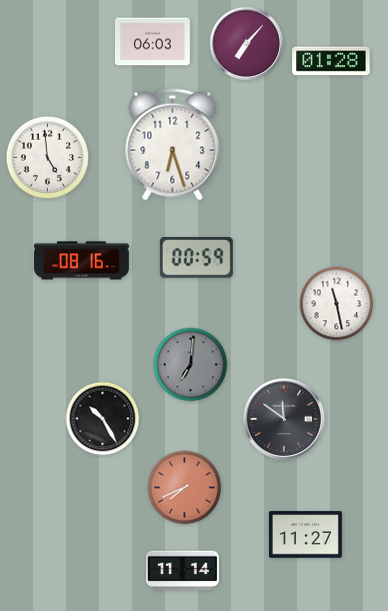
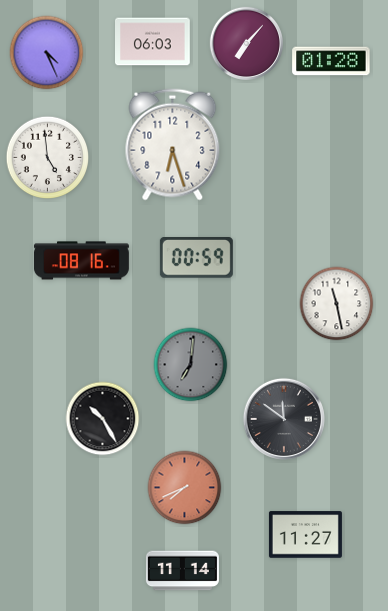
clock at (47, 53): none -> 4:26
